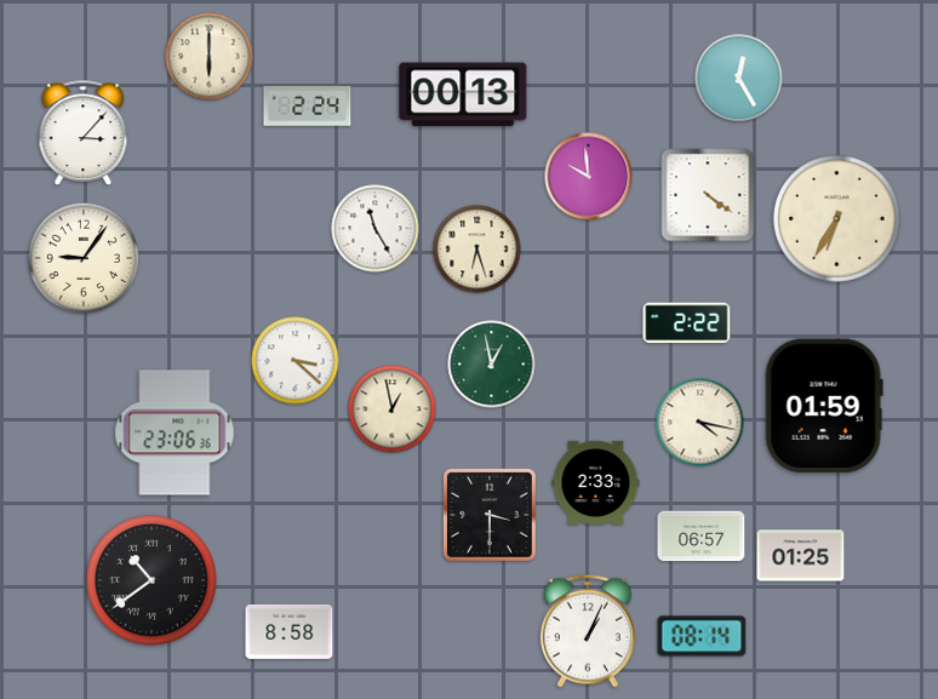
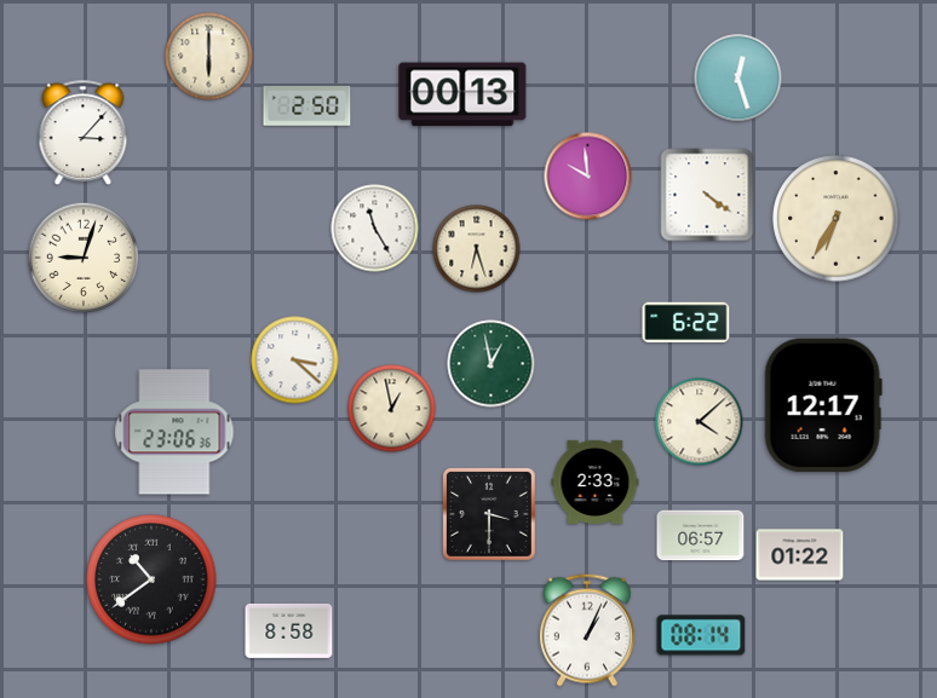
clock at (739, 79): 12:25 -> 12:27
clock at (308, 107): 2:24 -> 2:50
clock at (84, 258): 9:06 -> 9:03
clock at (687, 323): 2:22 -> 6:22
clock at (824, 406): 01:59 -> 12:17
clock at (700, 423): 4:17 -> 4:08
clock at (801, 556): 01:25 -> 01:22
